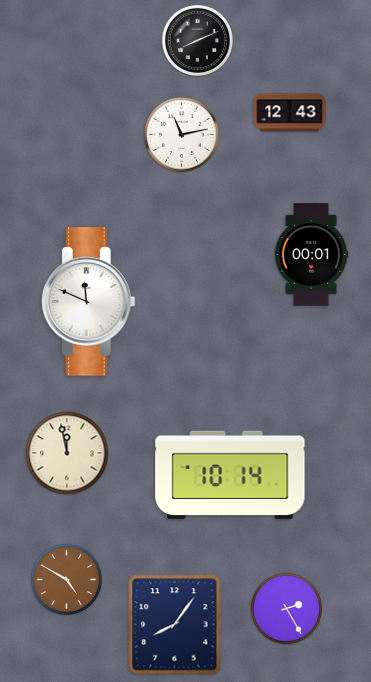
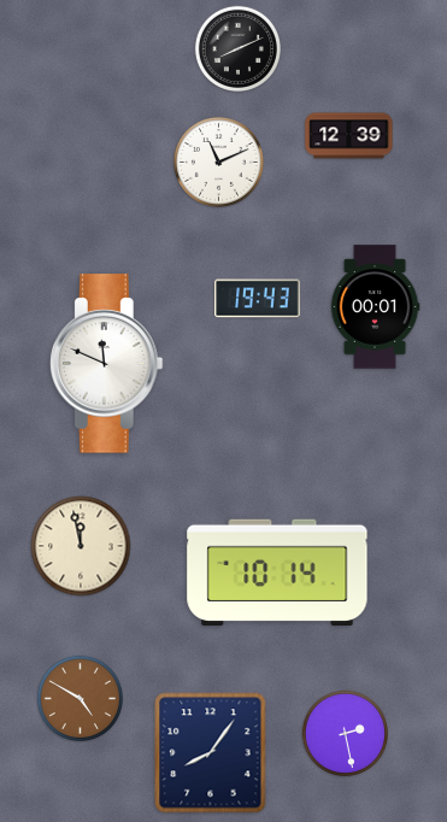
clock at (290, 113): 12:43 -> 12:39
clock at (182, 135): 11:13 -> 11:11
clock at (258, 299): none -> 19:43
clock at (286, 608): 2:25 -> 2:28
